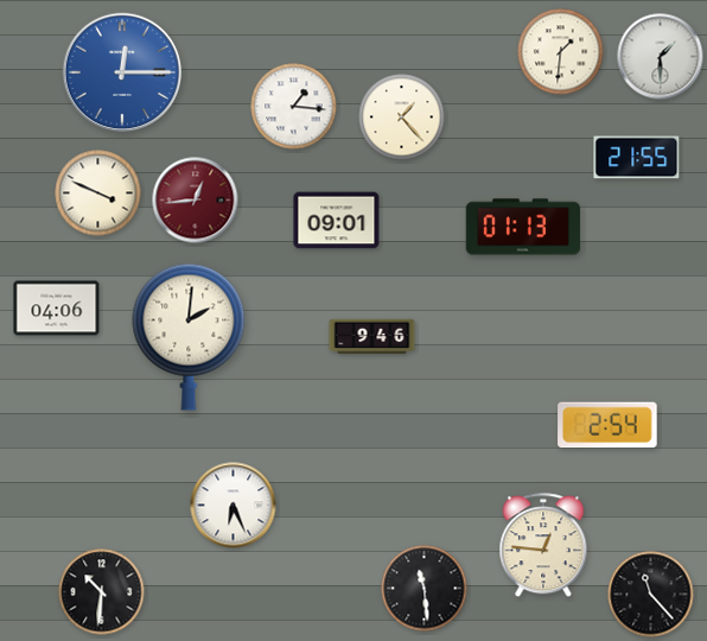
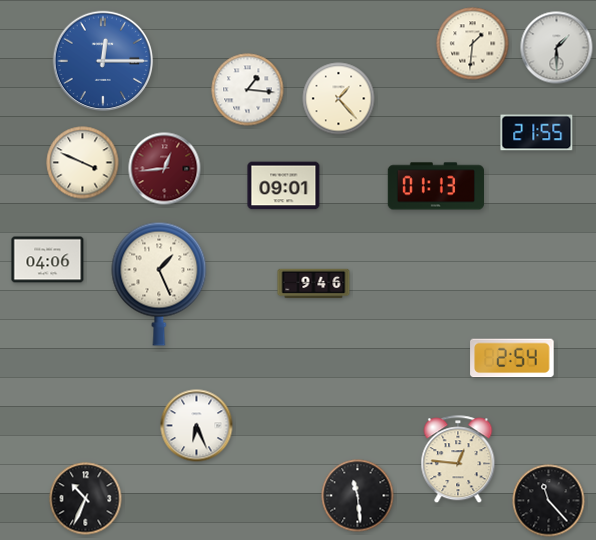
clock at (522, 227) position: (522, 227) -> (435, 186)
clock at (189, 337): 2:01 -> 1:26
clock at (102, 592): 10:31 -> 10:34
